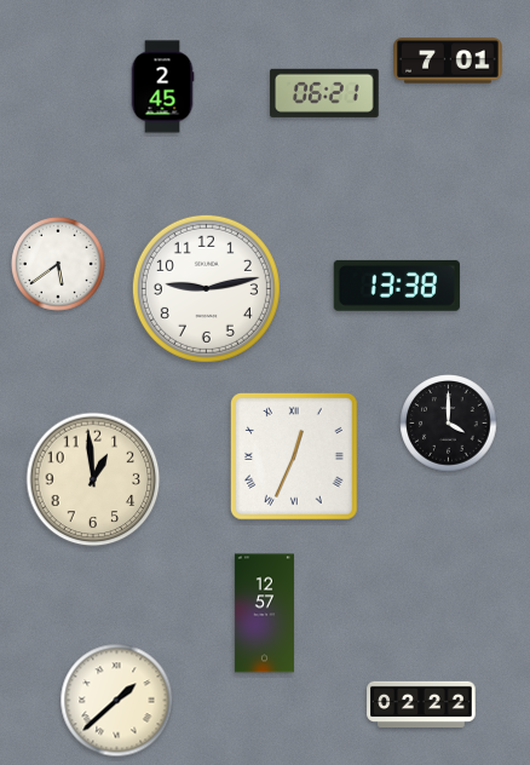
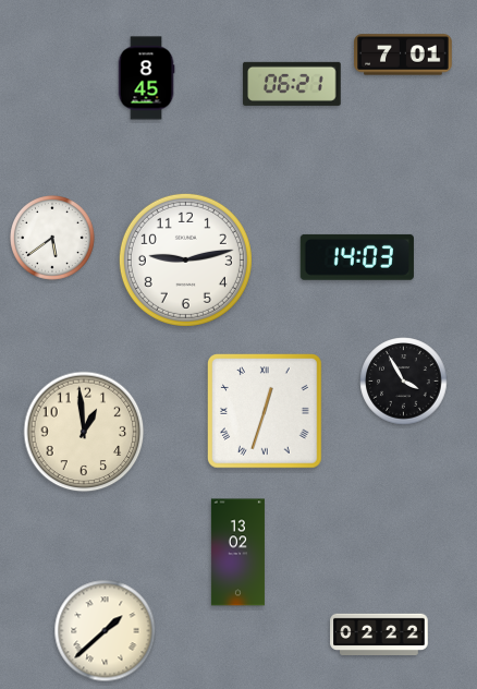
clock at (162, 87): 2:45 -> 8:45
clock at (397, 286): 13:38 -> 14:03
clock at (449, 424): 4:00 -> 3:55
clock at (295, 458): 12:34 -> 12:33
clock at (264, 614): 12:57 -> 13:02
